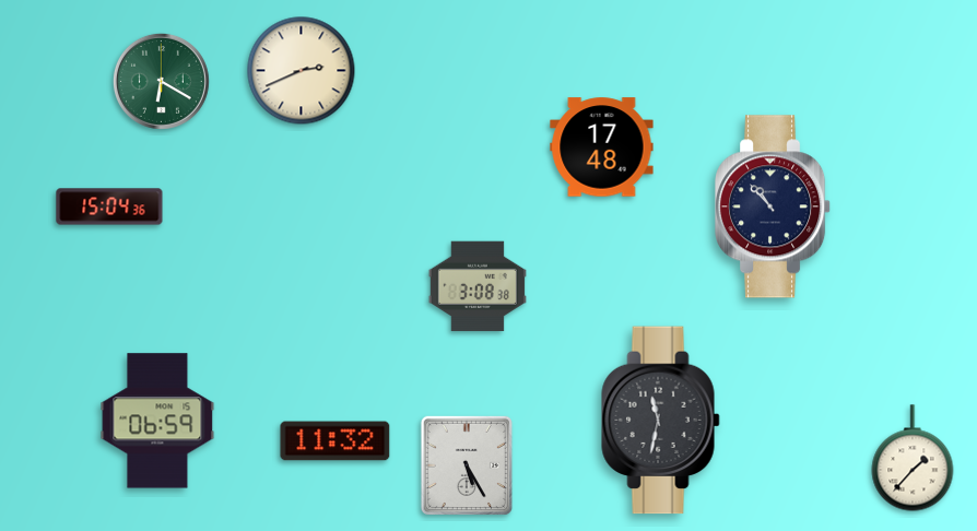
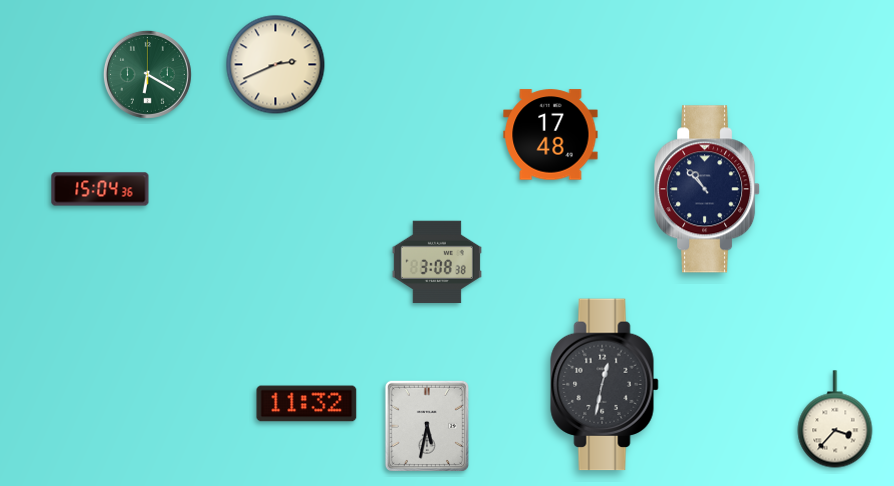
clock at (157, 421): 06:59 -> none
clock at (661, 421): 11:32 -> 12:32
clock at (913, 458): 1:37 -> 3:37
clock at (467, 465): 5:25 -> 5:32
